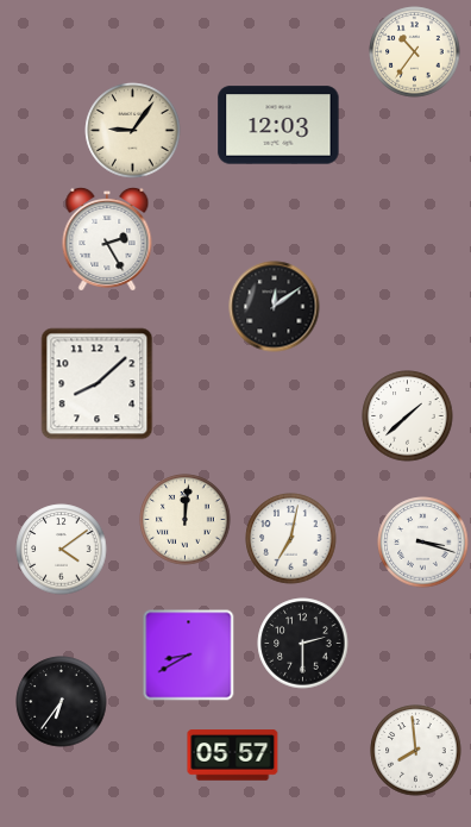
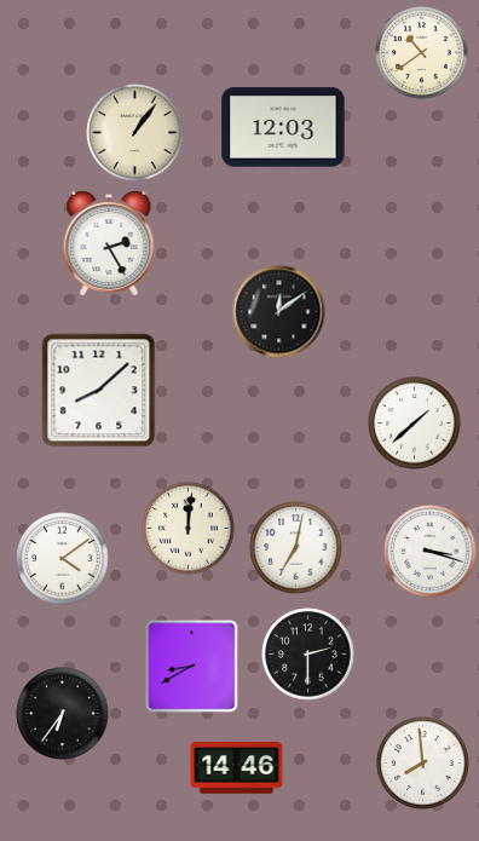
clock at (415, 52): 10:36 -> 10:39
clock at (133, 131): 9:06 -> 1:06
clock at (233, 756): 05:57 -> 14:46
